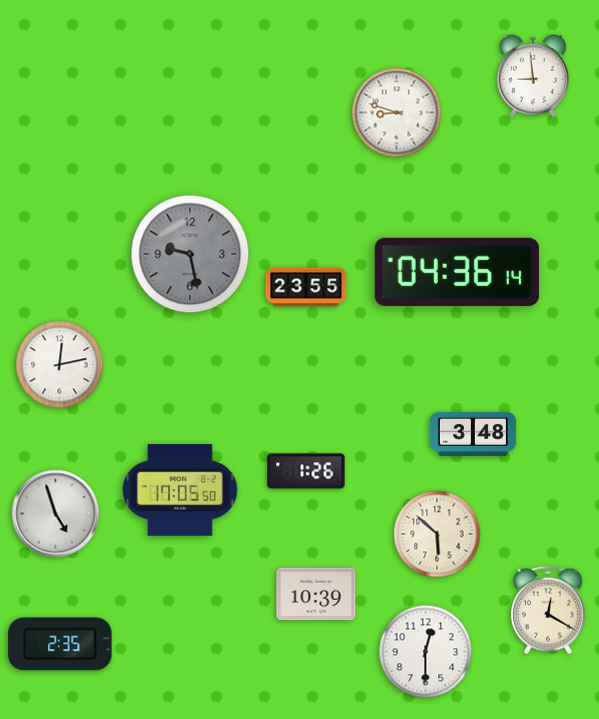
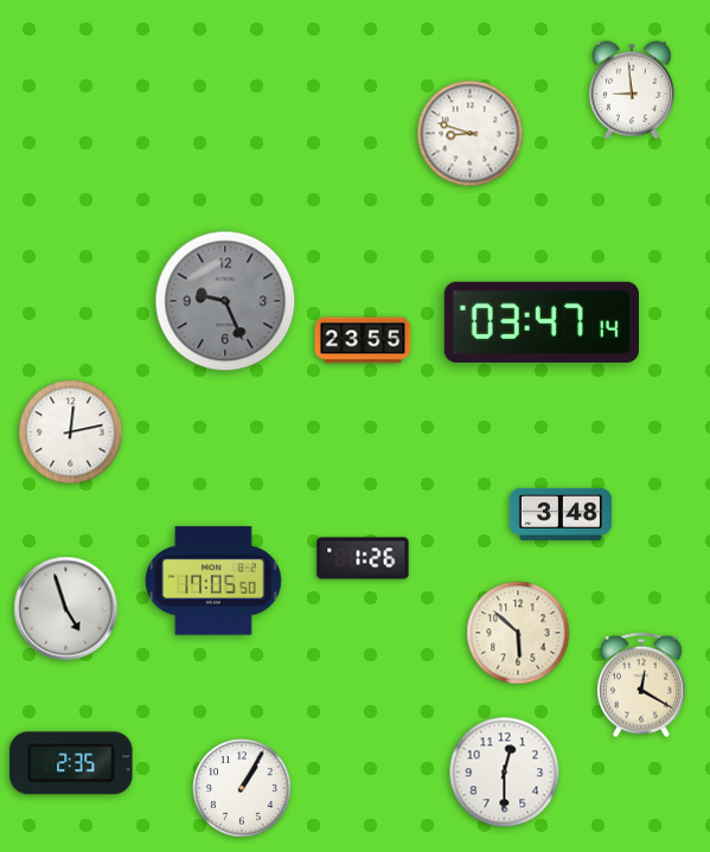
clock at (190, 254): 9:28 -> 9:26
clock at (457, 272): 04:36 -> 03:47
clock at (316, 594): 10:39 -> none
clock at (548, 610) position: (548, 610) -> (641, 685)
clock at (242, 788): none -> 1:05
